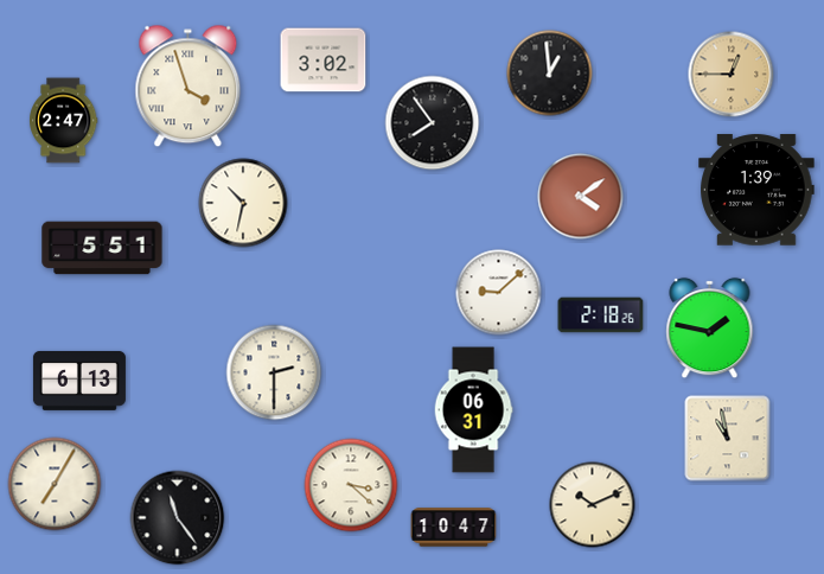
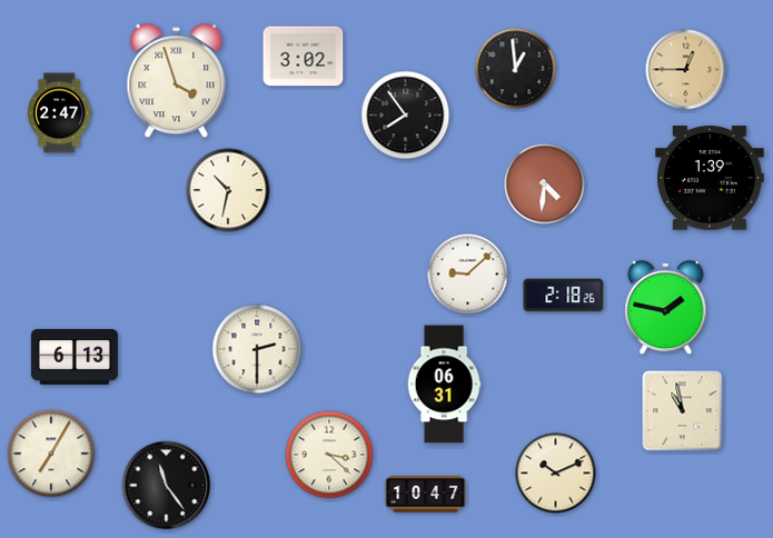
clock at (581, 197): 4:09 -> 4:31
clock at (102, 248): 5:51 -> none
